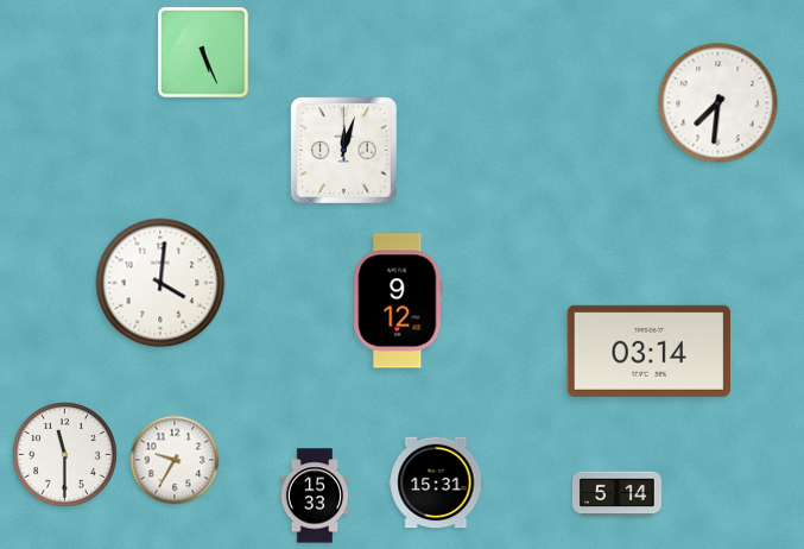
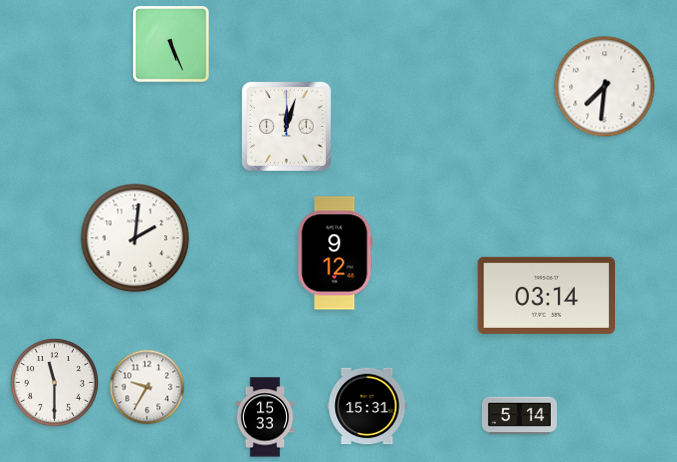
clock at (343, 150) position: (343, 150) -> (286, 126)
clock at (160, 283): 4:01 -> 2:01
